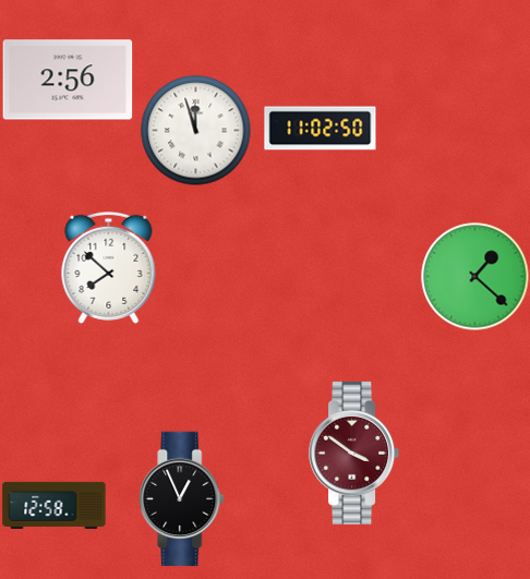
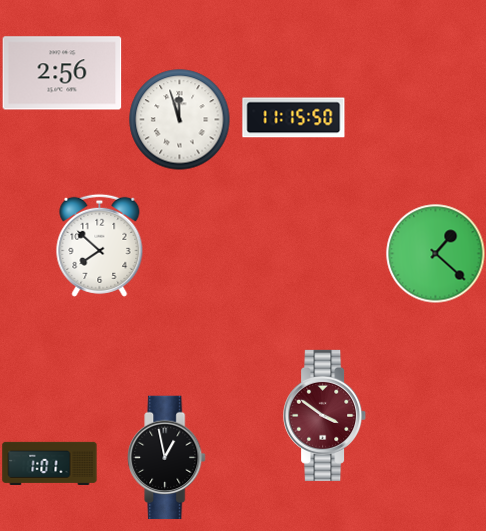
clock at (321, 129): 11:02 -> 11:15
clock at (182, 499): 12:56 -> 12:58
clock at (55, 505): 12:58 -> 1:01
